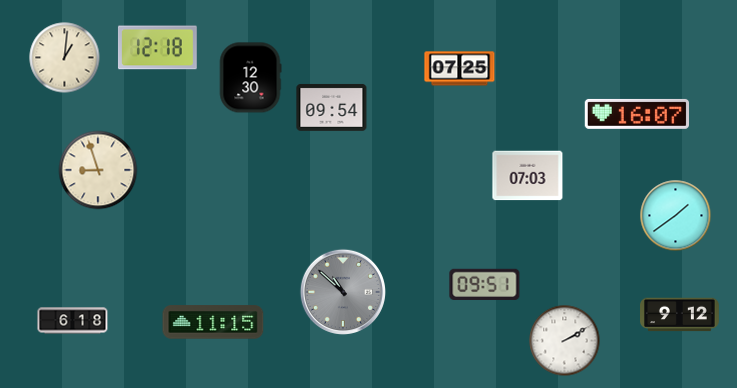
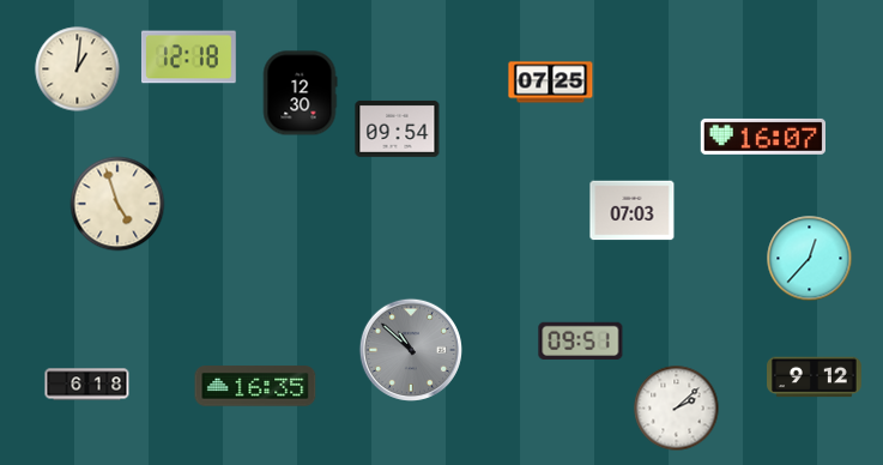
clock at (98, 170): 8:57 -> 4:57
clock at (676, 216): 1:39 -> 12:37
clock at (213, 322): 11:15 -> 16:35
clock at (565, 341): 2:10 -> 2:08
